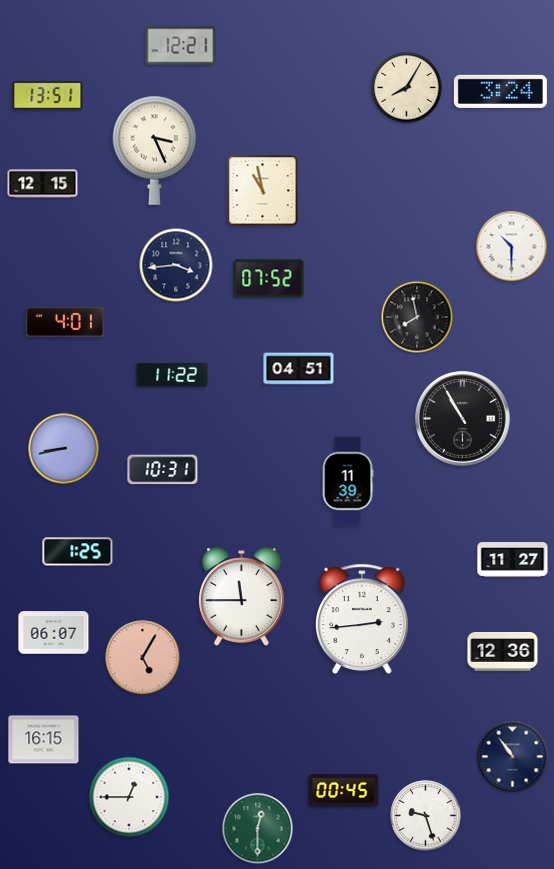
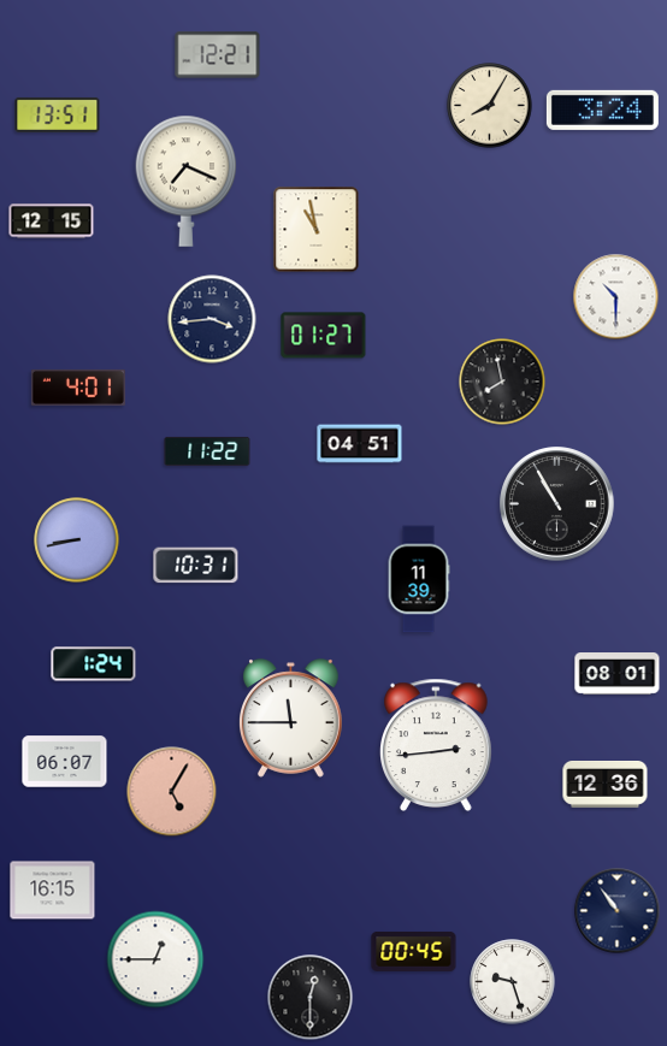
clock at (155, 150): 3:26 -> 7:19
clock at (269, 279): 07:52 -> 01:27
clock at (78, 552): 1:25 -> 1:24
clock at (513, 560): 11:27 -> 08:01
clock at (258, 829) dial: green -> black
